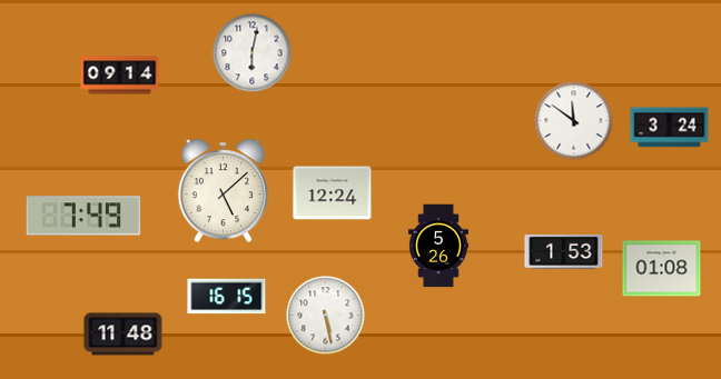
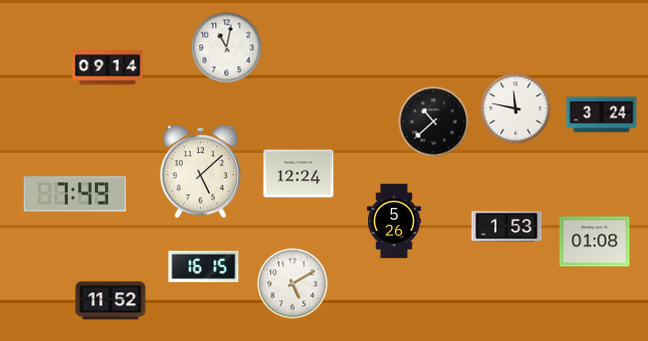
clock at (253, 53): 6:02 -> 11:02
clock at (574, 121): 11:51 -> 11:47
clock at (434, 122): none -> 10:38
clock at (326, 316): 5:28 -> 5:10
clock at (124, 335): 11:48 -> 11:52
